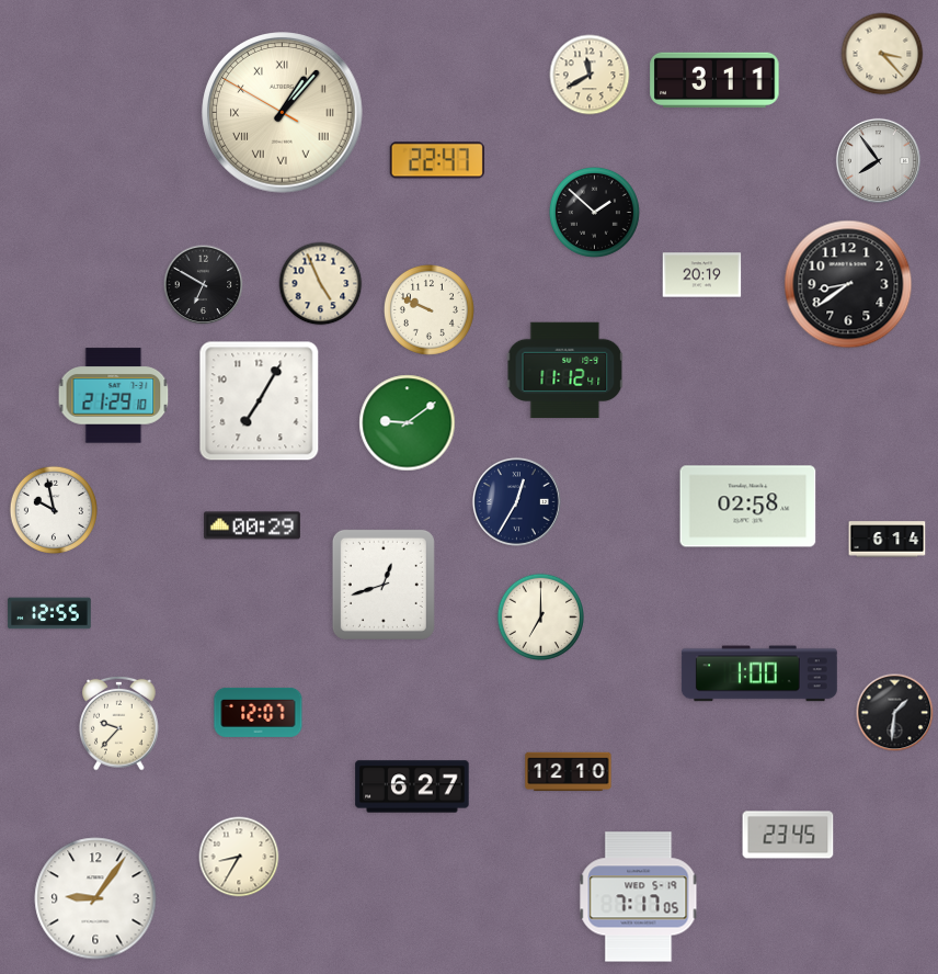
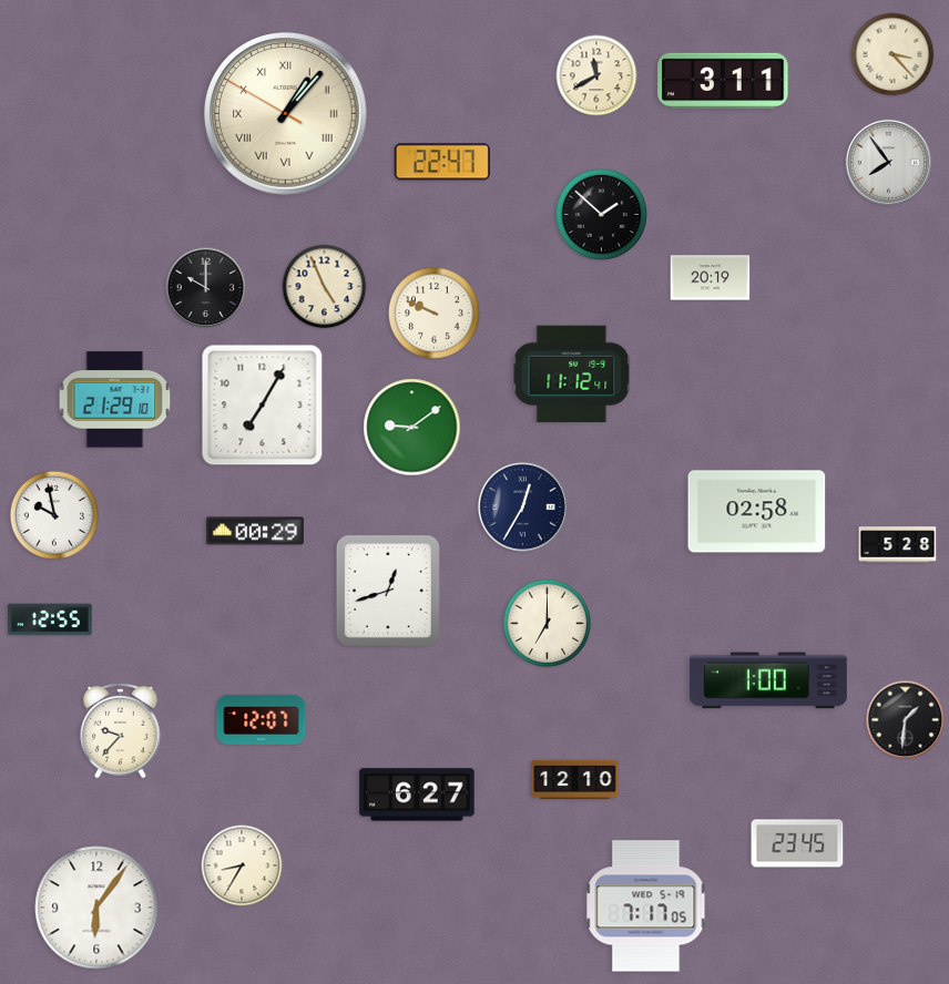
clock at (848, 284): 8:39 -> none
clock at (204, 285): 6:50 -> 10:00
clock at (888, 540): 6:14 -> 5:28
clock at (95, 898): 9:06 -> 6:06
